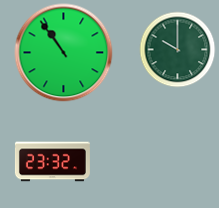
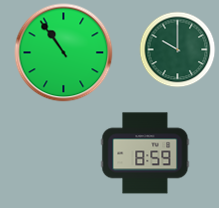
clock at (145, 153): none -> 8:59
clock at (52, 162): 23:32 -> none
